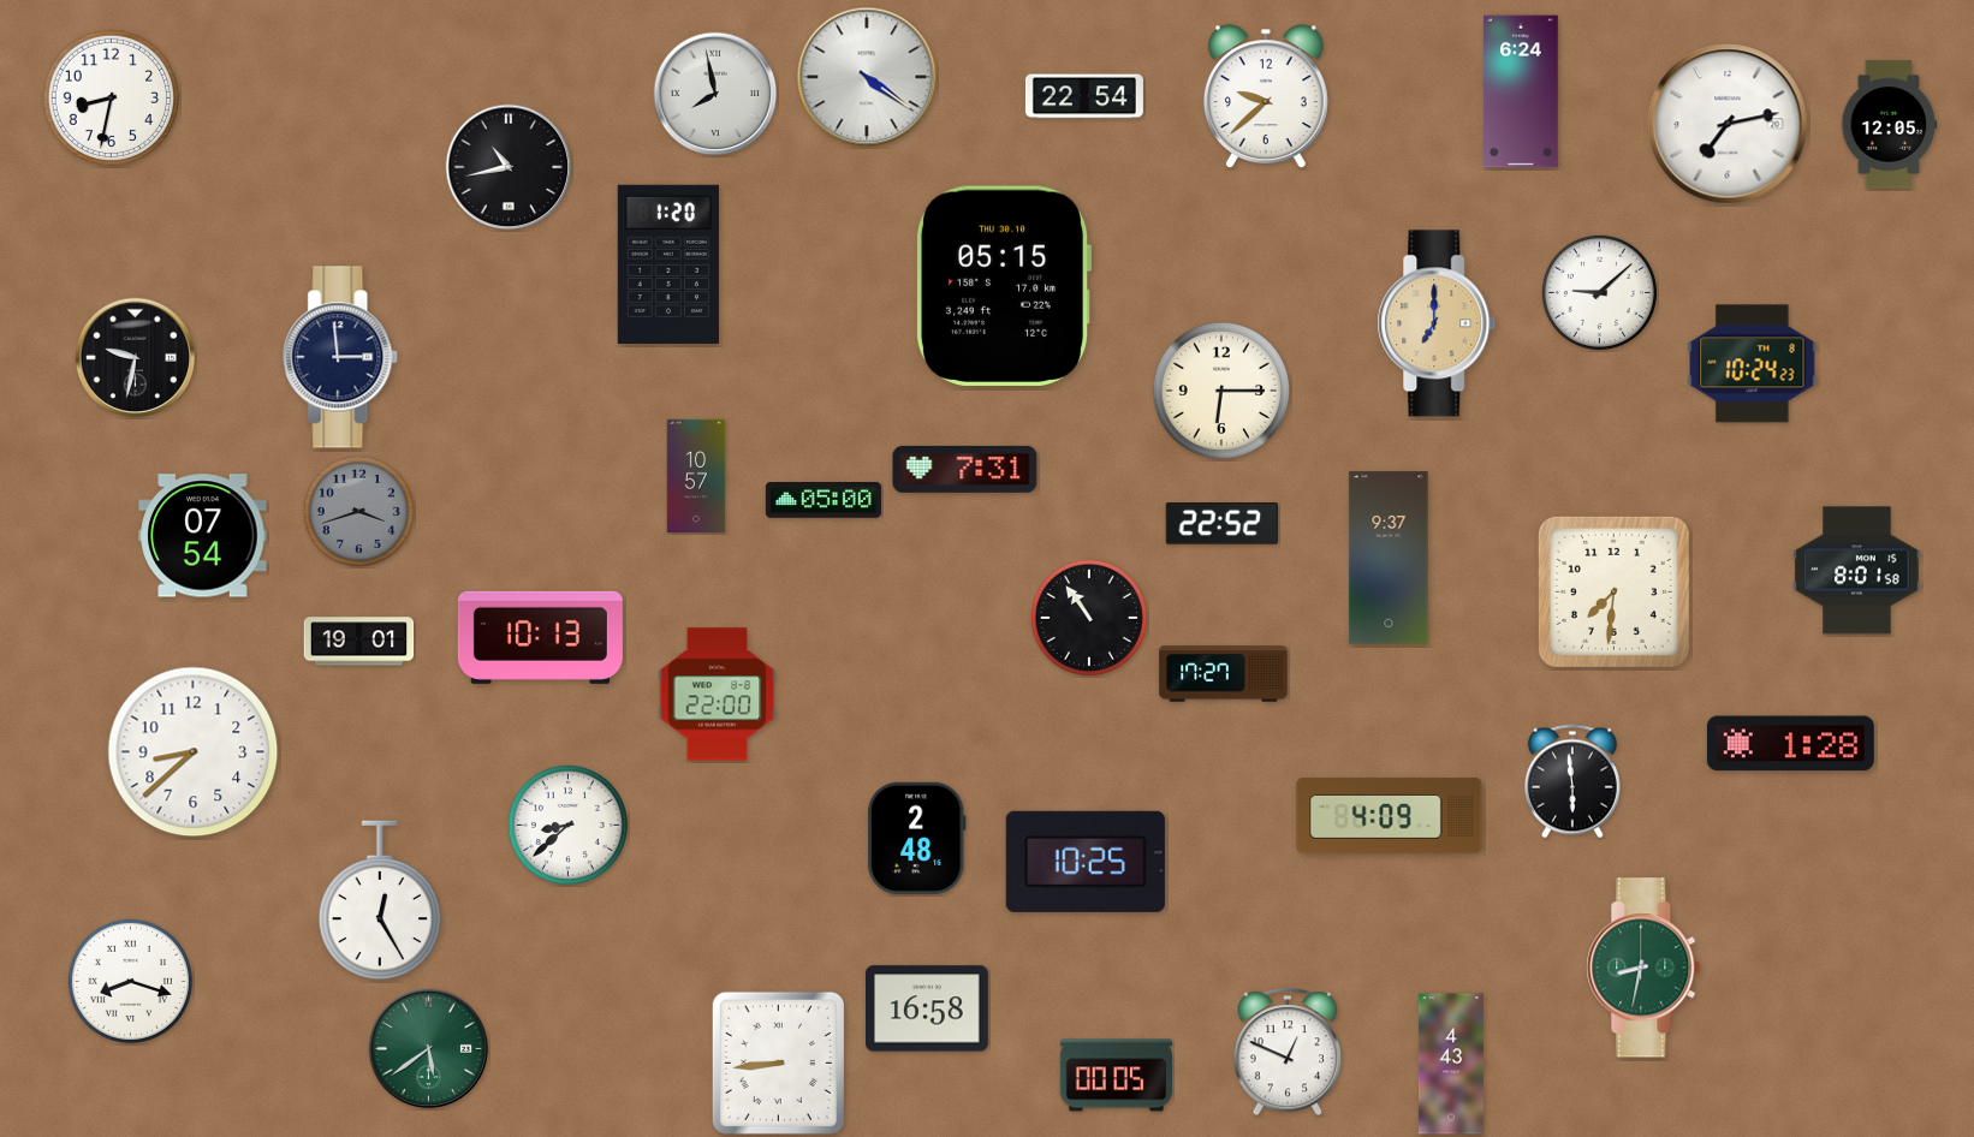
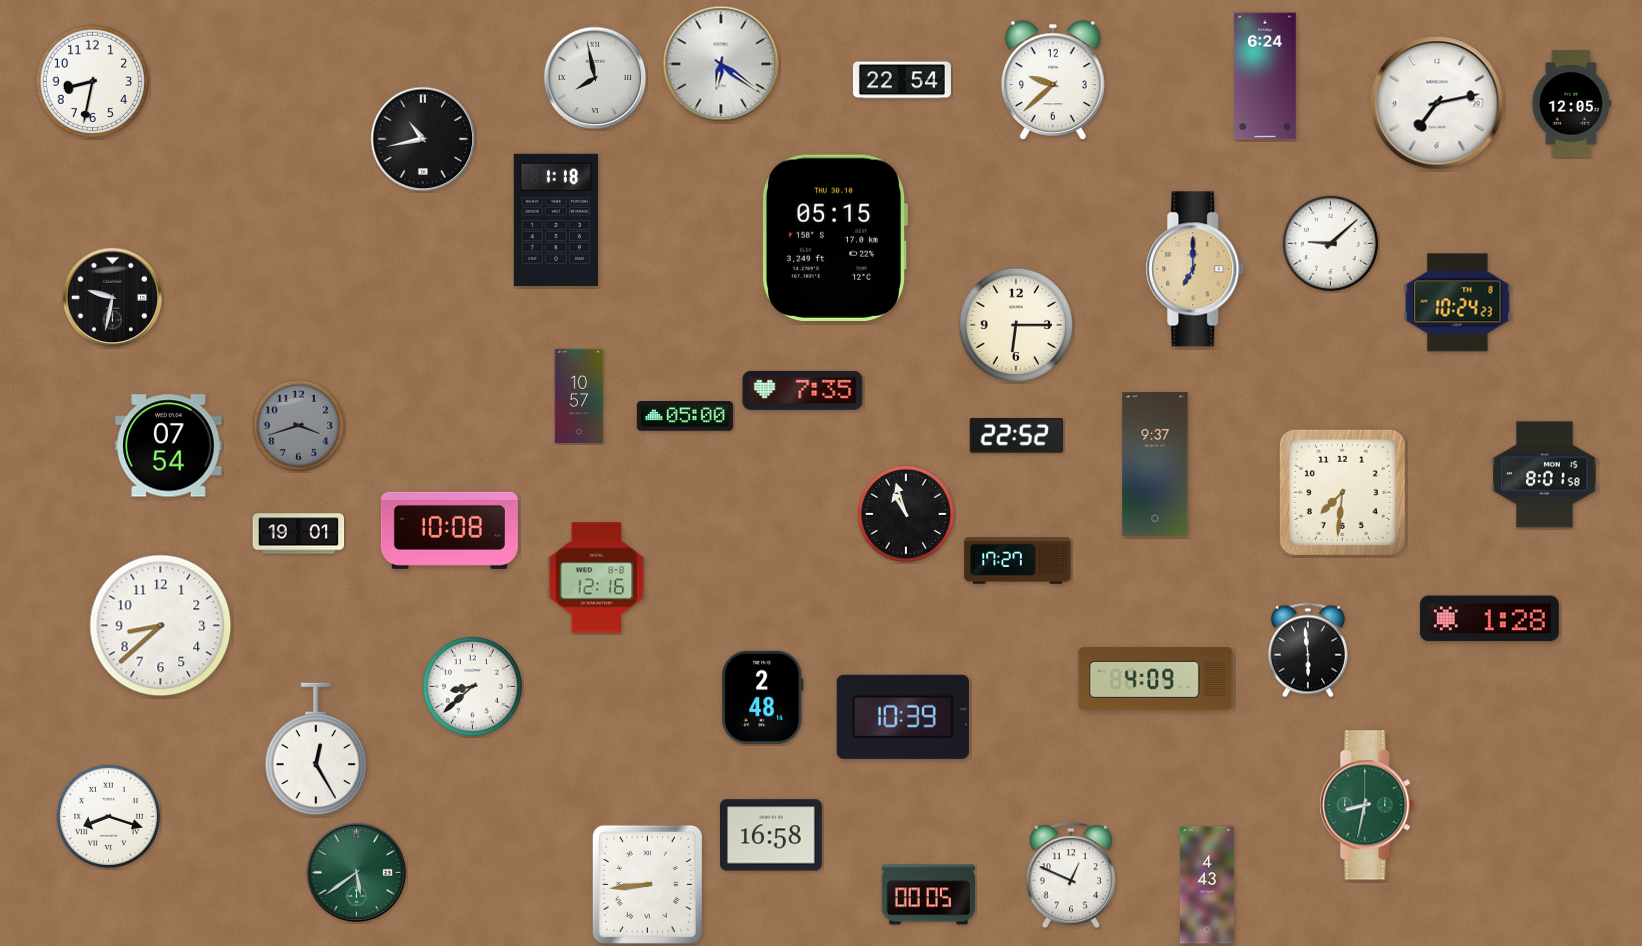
clock at (867, 77): 4:21 -> 6:21
clock at (668, 264): 1:20 -> 1:18
clock at (341, 357): 2:59 -> none
clock at (965, 469): 7:31 -> 7:35
clock at (1089, 618): 10:54 -> 10:57
clock at (540, 637): 10:13 -> 10:08
clock at (718, 695): 22:00 -> 12:16
clock at (1086, 862): 10:25 -> 10:39
clock at (928, 1008) position: (928, 1008) -> (772, 835)
